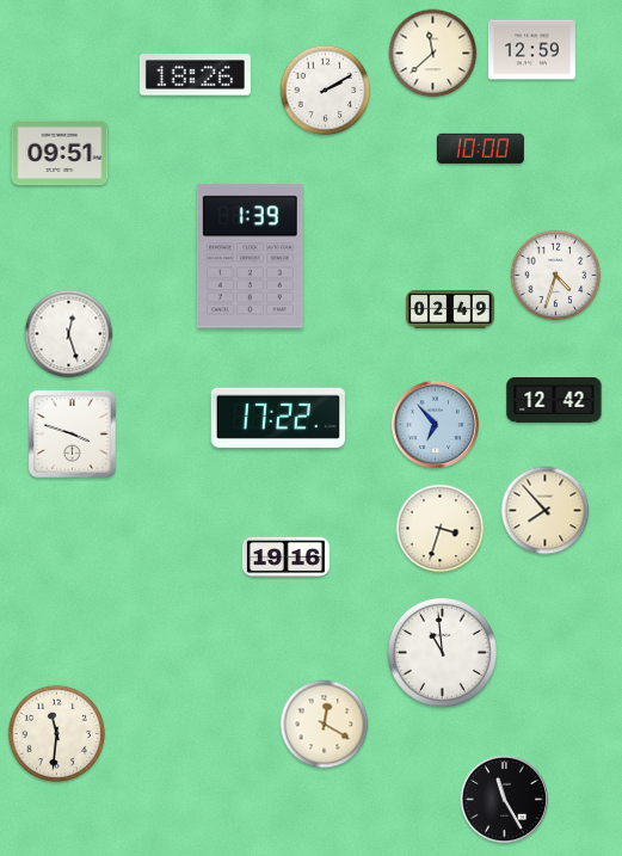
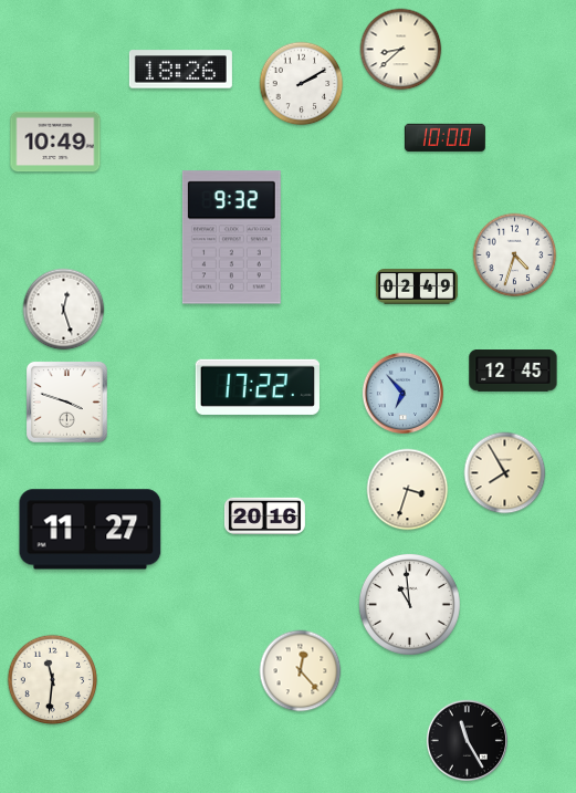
clock at (531, 50): 12:59 -> none
clock at (433, 54): 11:38 -> 8:38
clock at (60, 153): 09:51 -> 10:49
clock at (250, 257): 1:39 -> 9:32
clock at (554, 401): 12:42 -> 12:45
clock at (546, 511): 7:53 -> 7:55
clock at (285, 556): 19:16 -> 20:16
clock at (91, 530): none -> 11:27
clock at (325, 725): 12:20 -> 12:23
